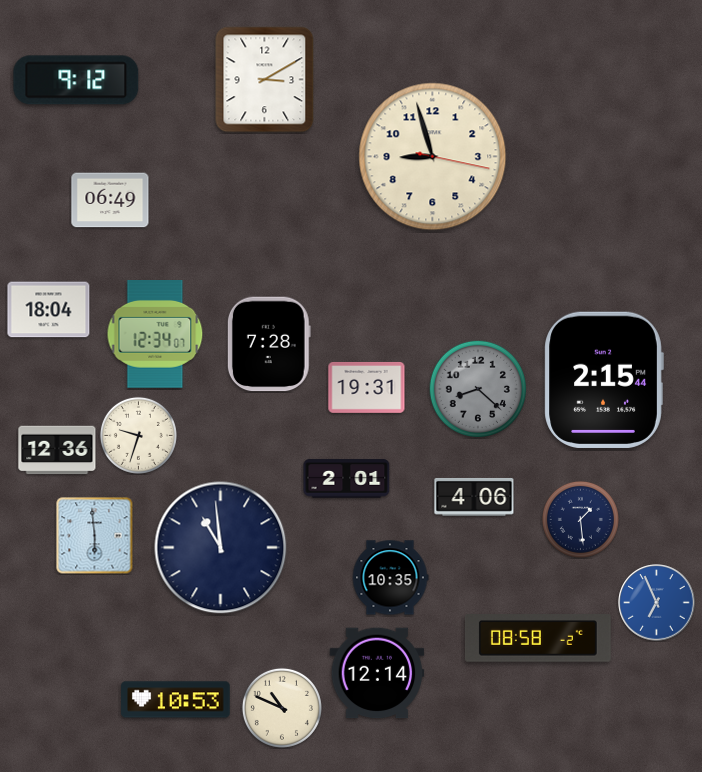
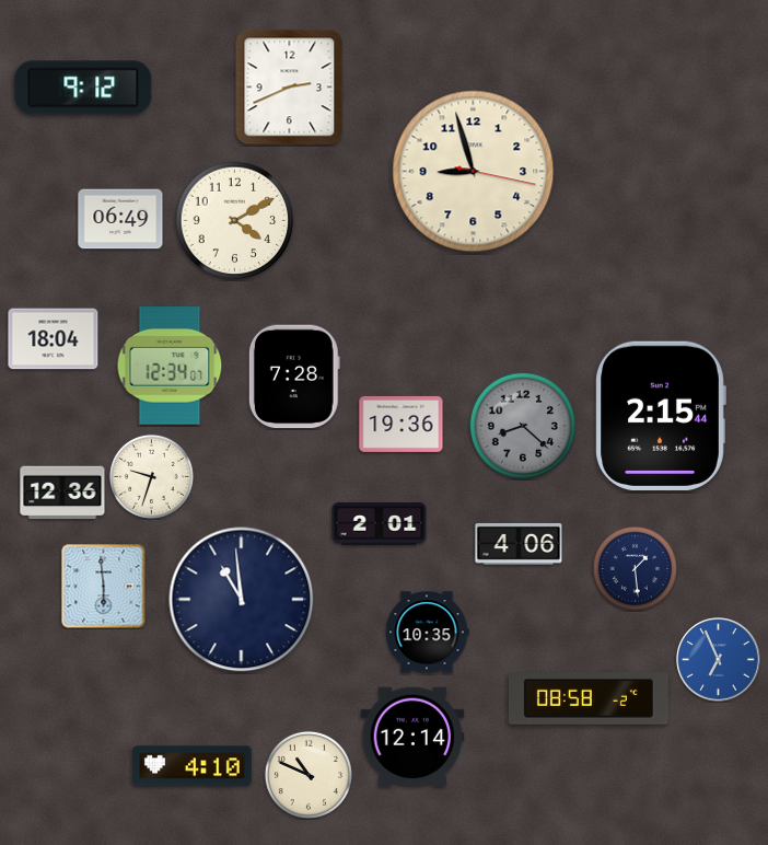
clock at (265, 80): 3:10 -> 2:41
clock at (235, 221): none -> 4:10
clock at (367, 387): 19:31 -> 19:36
clock at (176, 700): 10:53 -> 4:10
